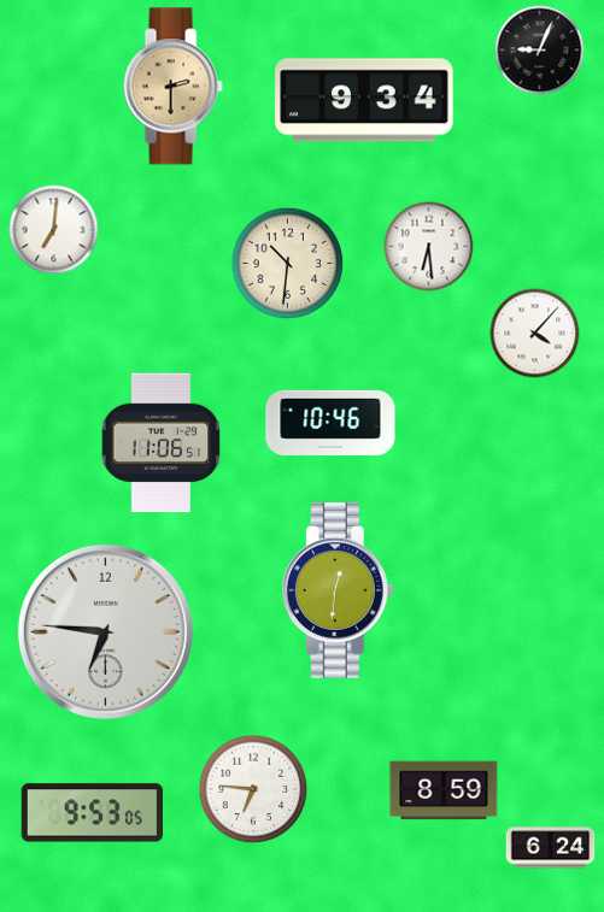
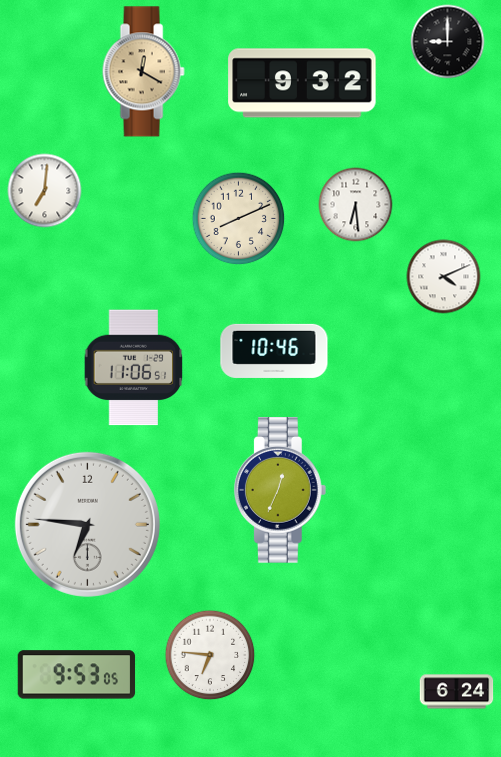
clock at (540, 51): 9:04 -> 9:00
clock at (172, 87): 2:30 -> 12:20
clock at (364, 100): 9:34 -> 9:32
clock at (288, 264): 10:31 -> 8:11
clock at (535, 334): 4:07 -> 4:11
clock at (338, 592): 12:31 -> 12:34
clock at (444, 790): 8:59 -> none
clock at (551, 848) position: (551, 848) -> (457, 692)
